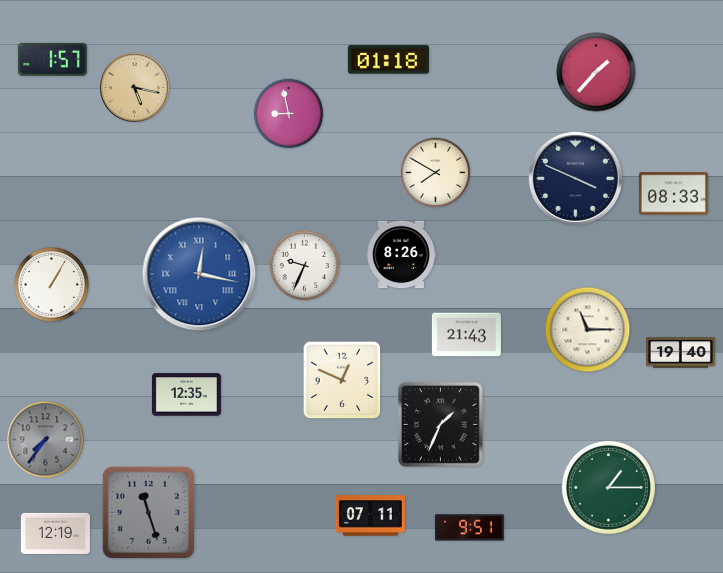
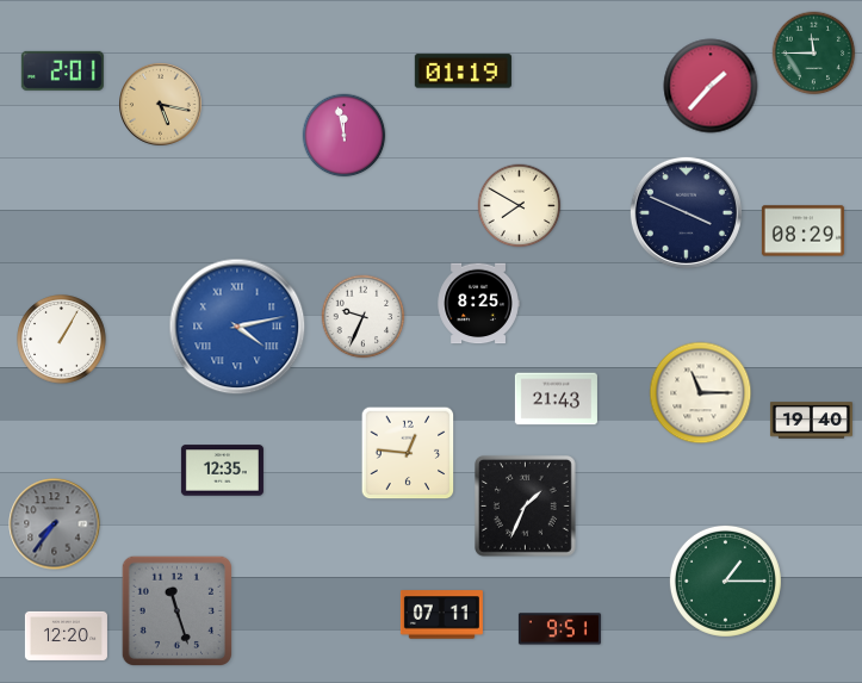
clock at (814, 54): none -> 11:45
clock at (52, 59): 1:57 -> 2:01
clock at (388, 60): 01:18 -> 01:19
clock at (289, 114): 8:58 -> 11:58
clock at (673, 194): 08:33 -> 08:29
clock at (401, 255): 8:26 -> 8:25
clock at (199, 274): 12:17 -> 4:13
clock at (342, 380): 12:49 -> 12:46
clock at (55, 533): 12:19 -> 12:20
